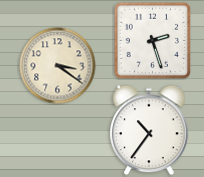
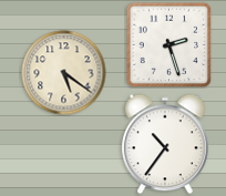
clock at (58, 66): 3:21 -> 5:21
